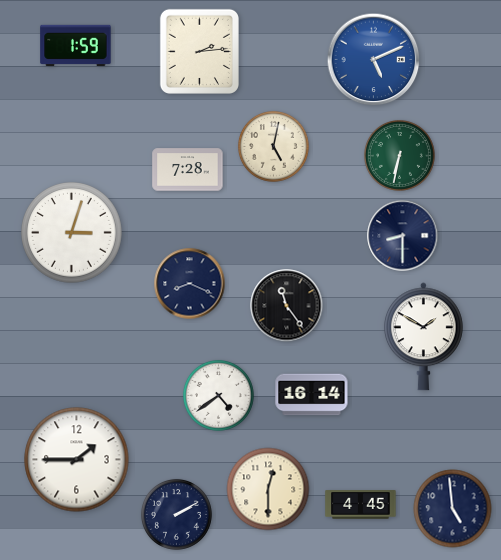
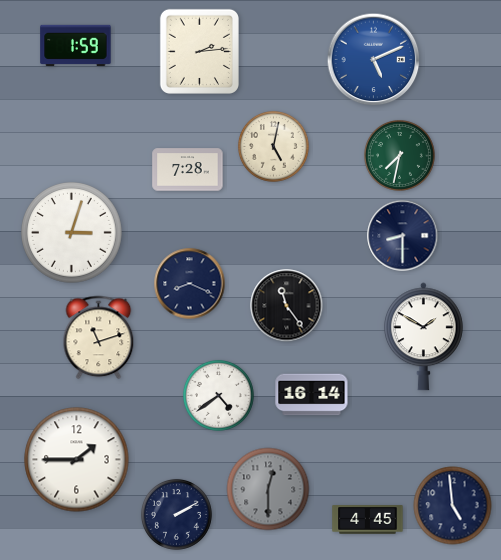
clock at (399, 155): 6:32 -> 7:32
clock at (99, 338): none -> 11:12
clock at (268, 489) dial: cream -> grey
clock at (361, 505) position: (361, 505) -> (368, 520)
clock at (453, 509) position: (453, 509) -> (453, 506)
